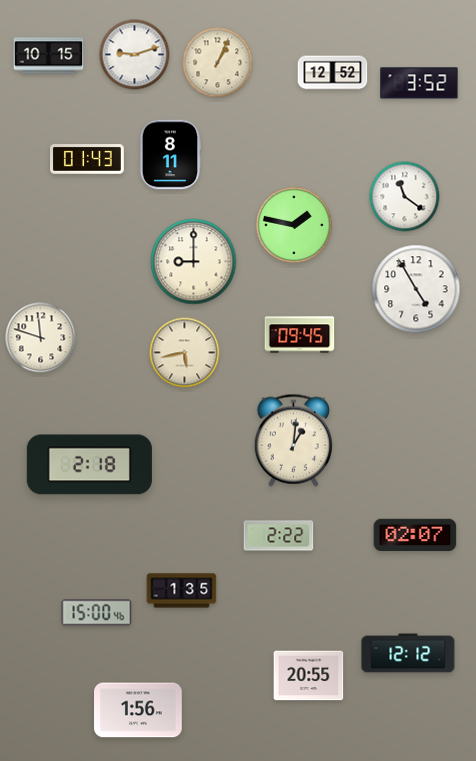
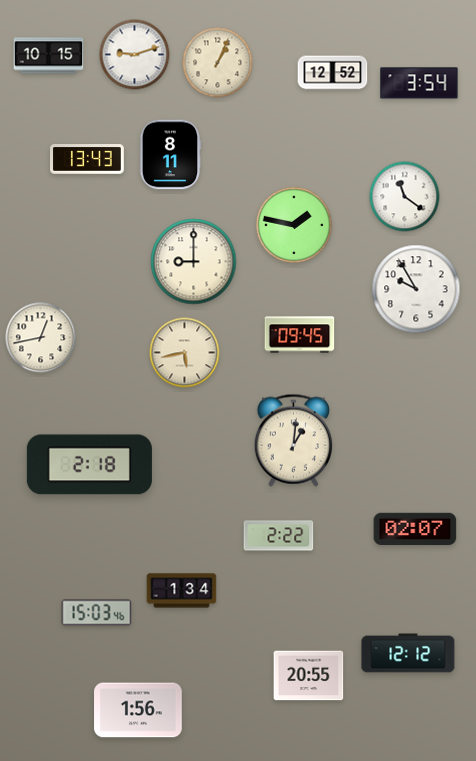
clock at (419, 83): 3:52 -> 3:54
clock at (88, 159): 01:43 -> 13:43
clock at (416, 289): 4:55 -> 9:55
clock at (41, 338): 11:48 -> 12:43
clock at (415, 535) position: (415, 535) -> (415, 529)
clock at (182, 591): 1:35 -> 1:34
clock at (97, 613): 15:00 -> 15:03
